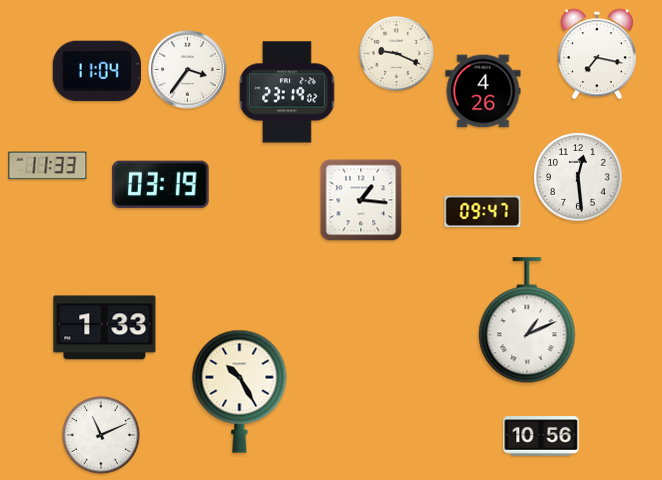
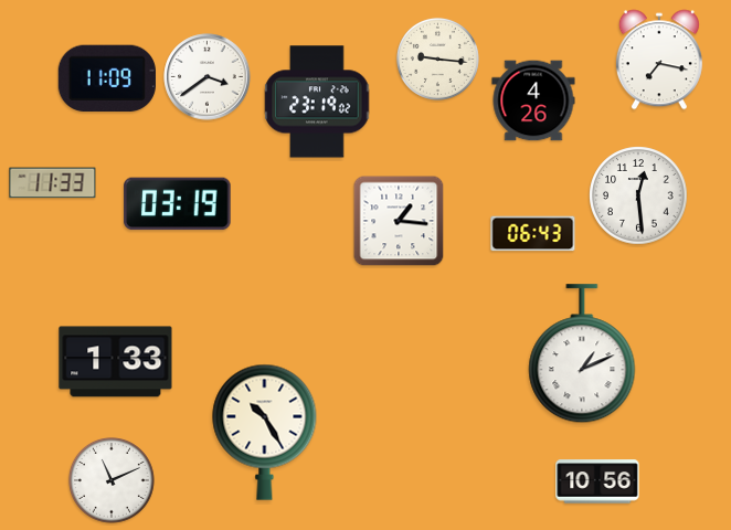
clock at (396, 53): 9:19 -> 9:16
clock at (188, 70): 3:36 -> 3:39
clock at (97, 71): 11:04 -> 11:09
clock at (483, 212): 09:47 -> 06:43
